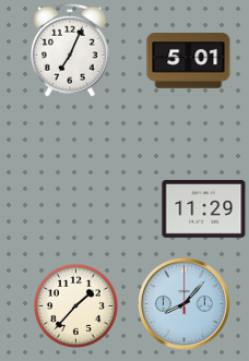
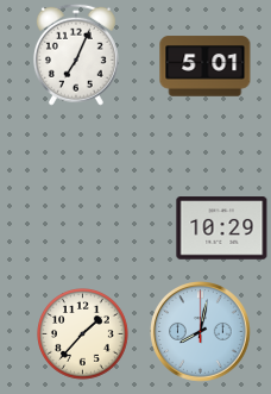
clock at (204, 209): 11:29 -> 10:29
clock at (185, 304): 8:07 -> 8:02
